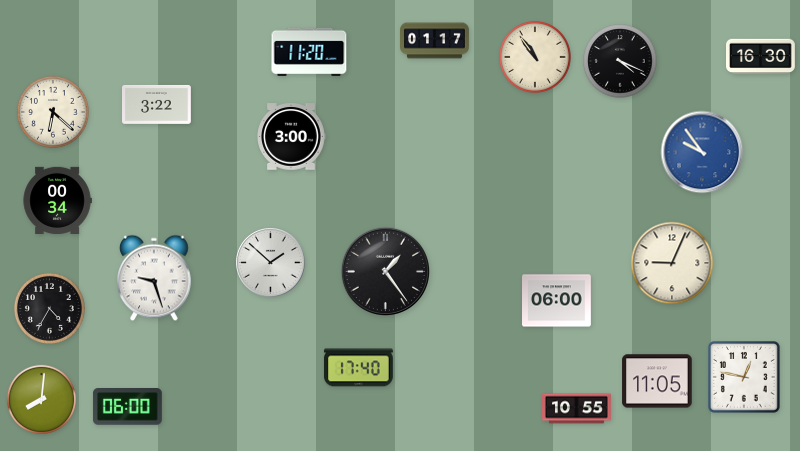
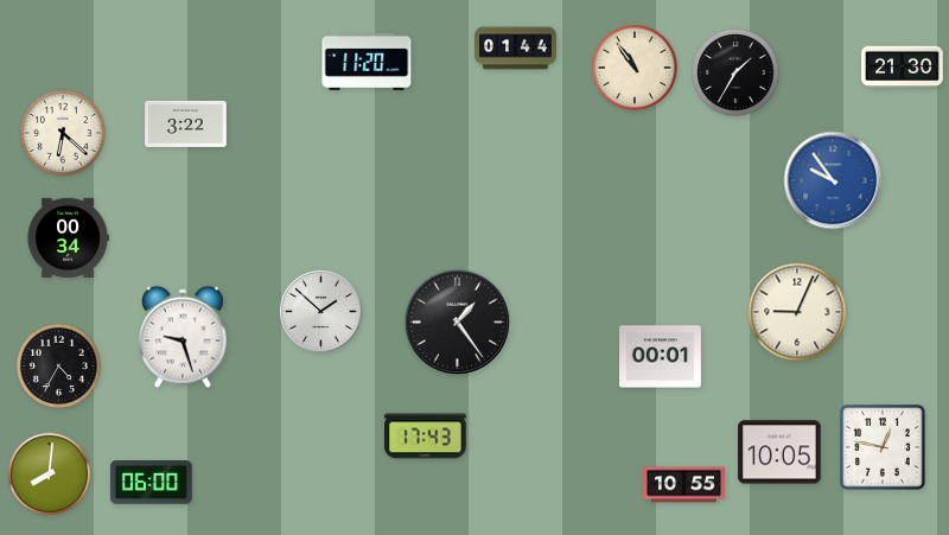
clock at (435, 41): 01:17 -> 01:44
clock at (761, 57): 16:30 -> 21:30
clock at (620, 61): 4:19 -> 1:35
clock at (291, 137): 3:00 -> none
clock at (154, 278) position: (154, 278) -> (183, 337)
clock at (557, 301): 06:00 -> 00:01
clock at (358, 368): 17:40 -> 17:43
clock at (657, 381): 11:05 -> 10:05
